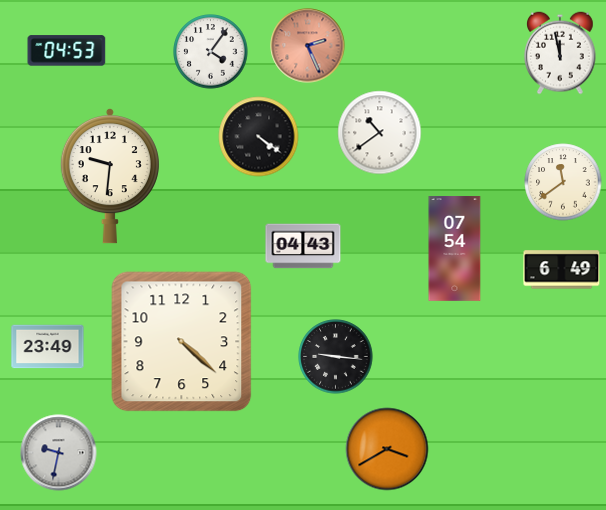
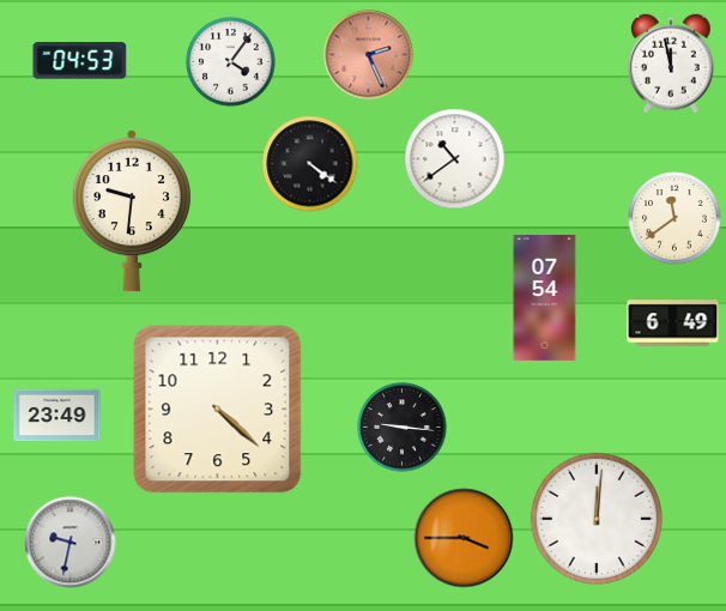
clock at (211, 52) position: (211, 52) -> (231, 62)
clock at (303, 246): 04:43 -> none
clock at (597, 519): none -> 12:01
clock at (387, 449): 3:40 -> 3:45
